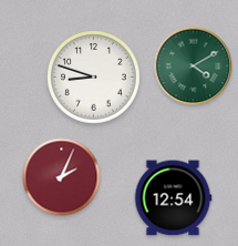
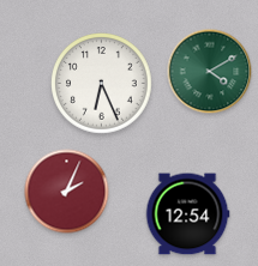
clock at (94, 78): 8:48 -> 6:26
